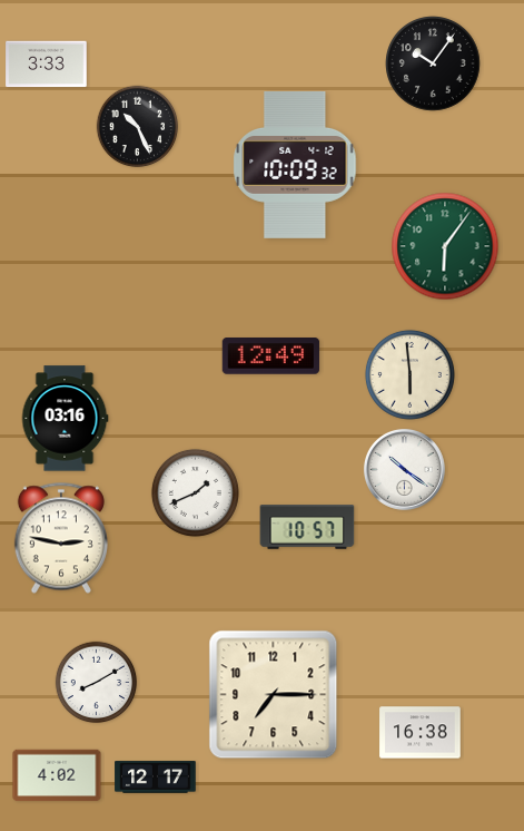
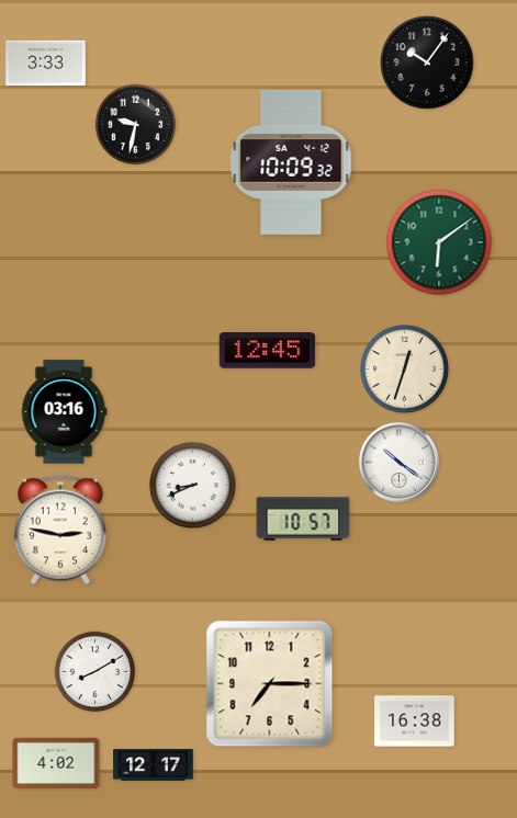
clock at (138, 127): 10:26 -> 9:32
clock at (445, 246): 6:06 -> 6:09
clock at (271, 356): 12:49 -> 12:45
clock at (409, 374): 5:59 -> 12:33
clock at (195, 492): 1:41 -> 8:41
